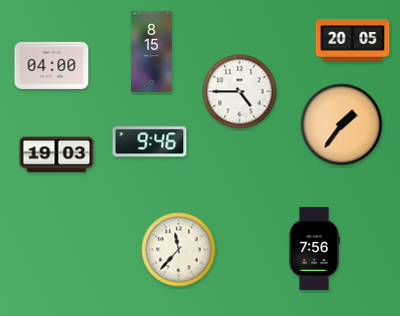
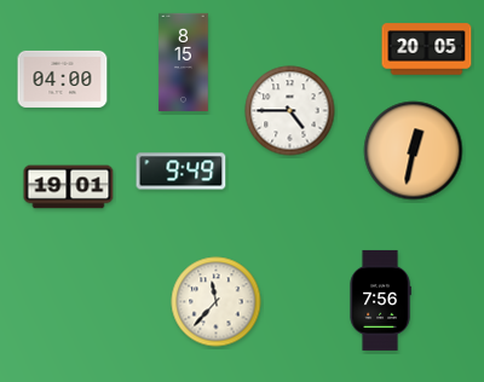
clock at (342, 125): 1:36 -> 12:32
clock at (150, 142): 9:46 -> 9:49
clock at (57, 155): 19:03 -> 19:01
